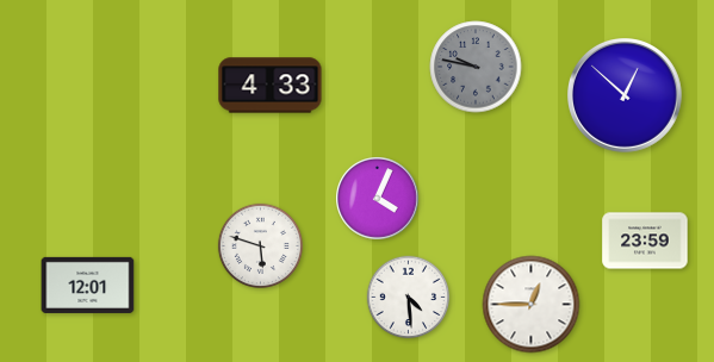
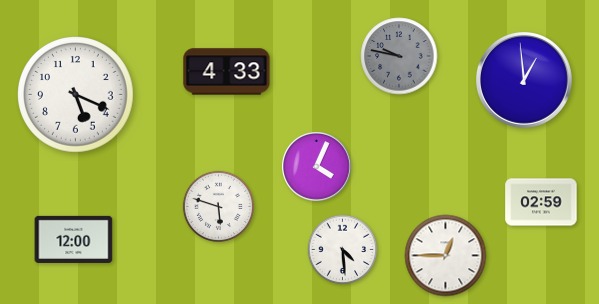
clock at (626, 96): 12:52 -> 12:59
clock at (76, 95): none -> 5:19
clock at (645, 241): 23:59 -> 02:59
clock at (88, 285): 12:01 -> 12:00
